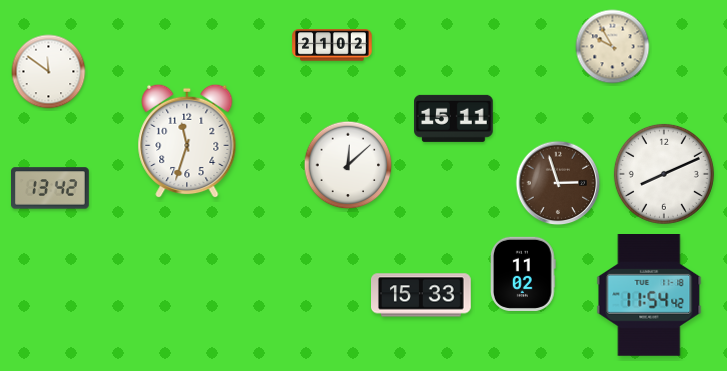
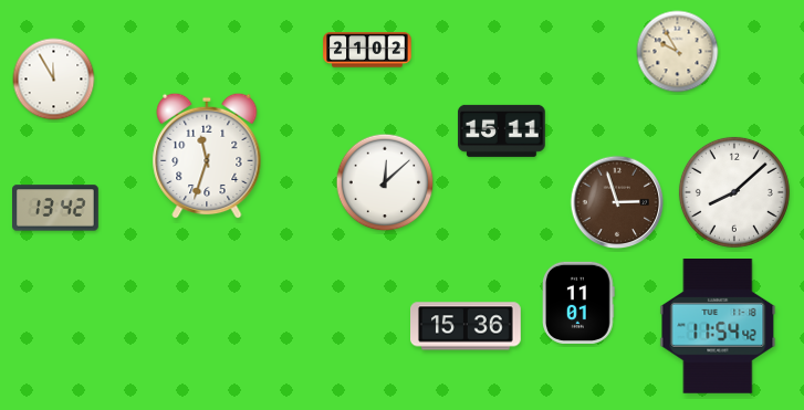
clock at (49, 72): 11:51 -> 11:55
clock at (664, 174): 8:11 -> 8:08
clock at (524, 274): 11:02 -> 11:01
clock at (422, 295): 15:33 -> 15:36
